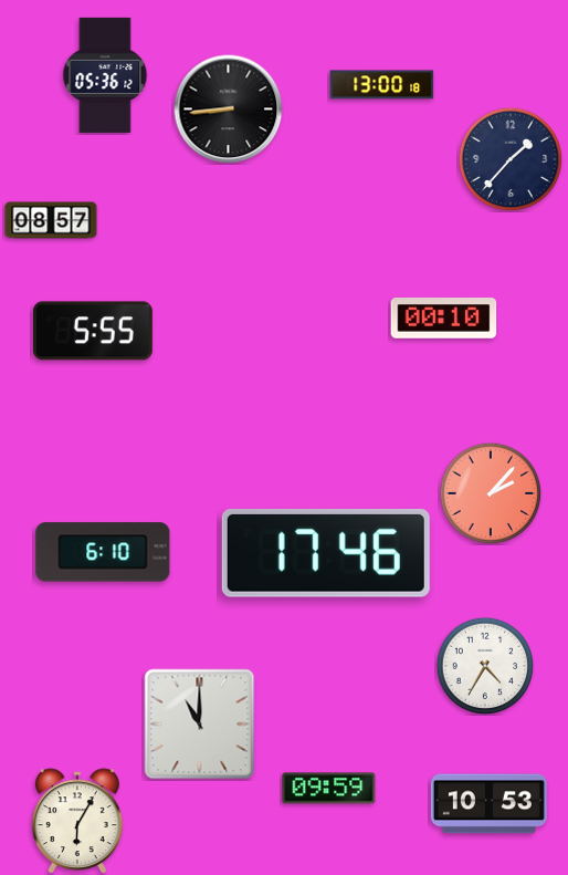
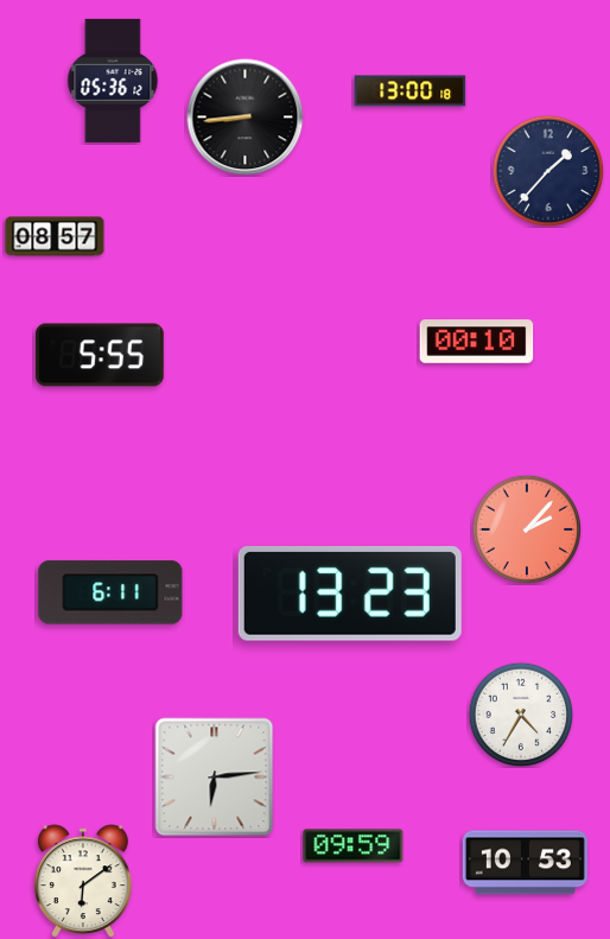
clock at (103, 552): 6:10 -> 6:11
clock at (326, 553): 17:46 -> 13:23
clock at (200, 725): 11:00 -> 6:14
clock at (77, 821): 6:05 -> 6:09
